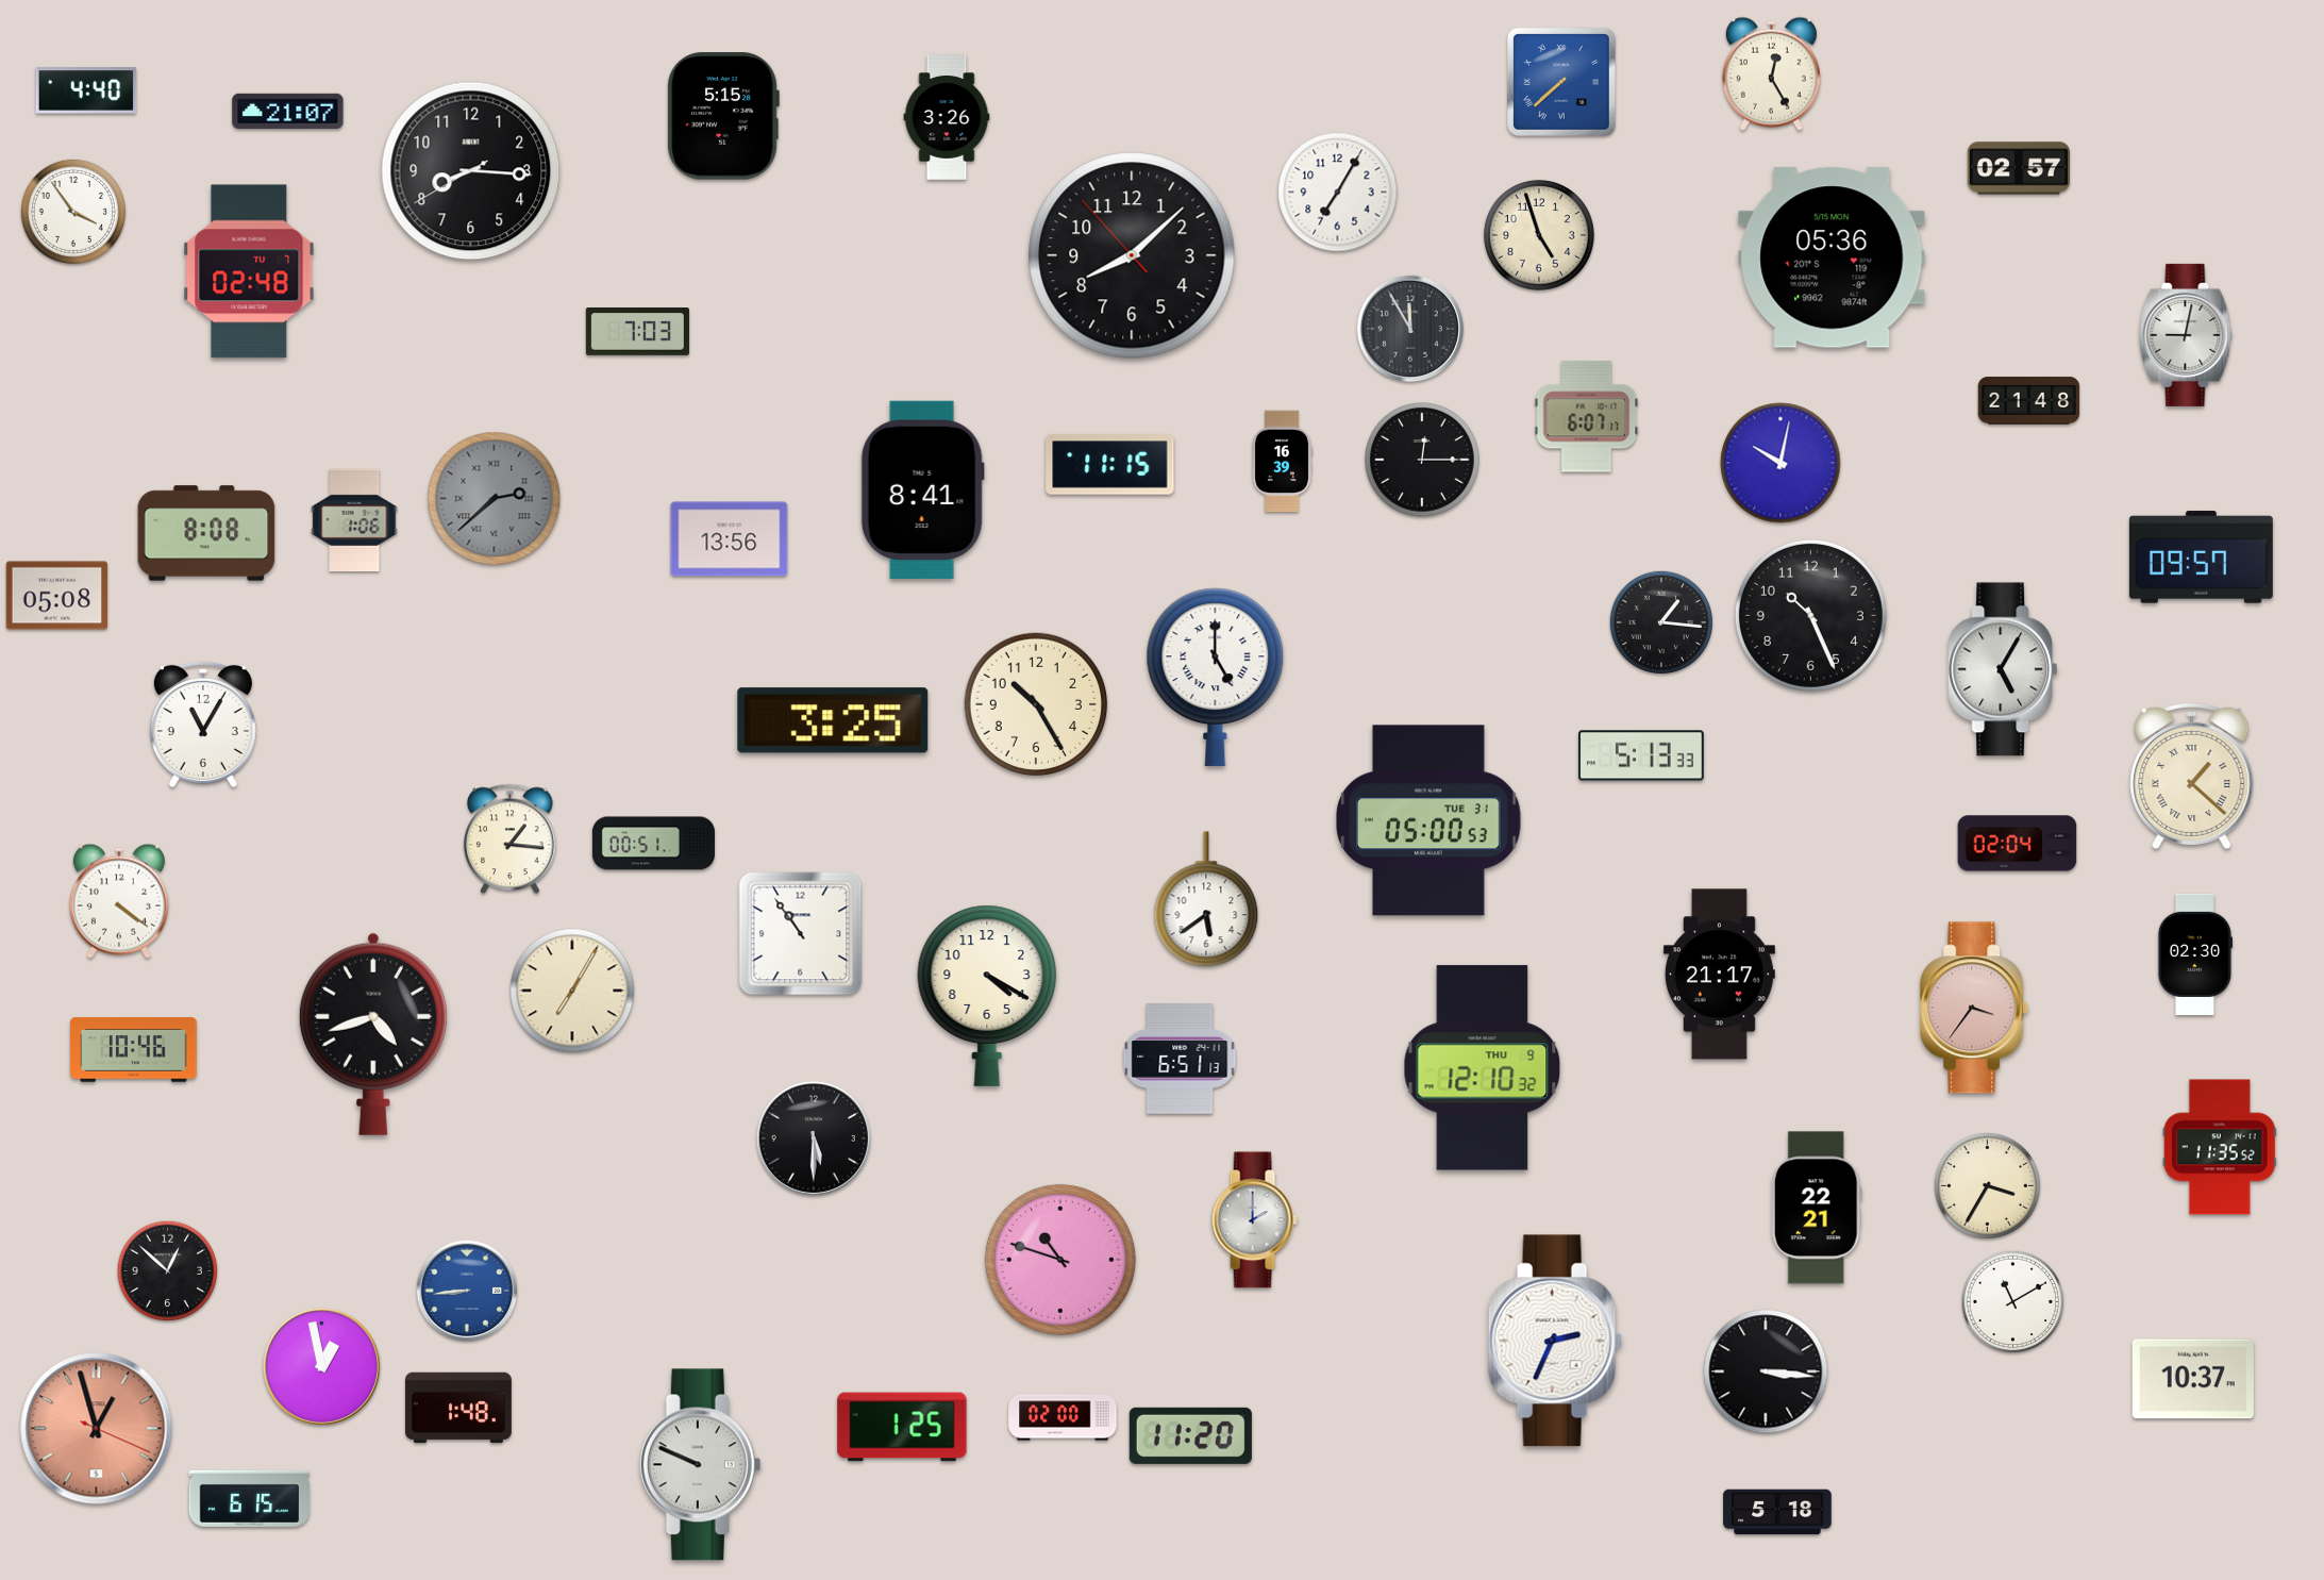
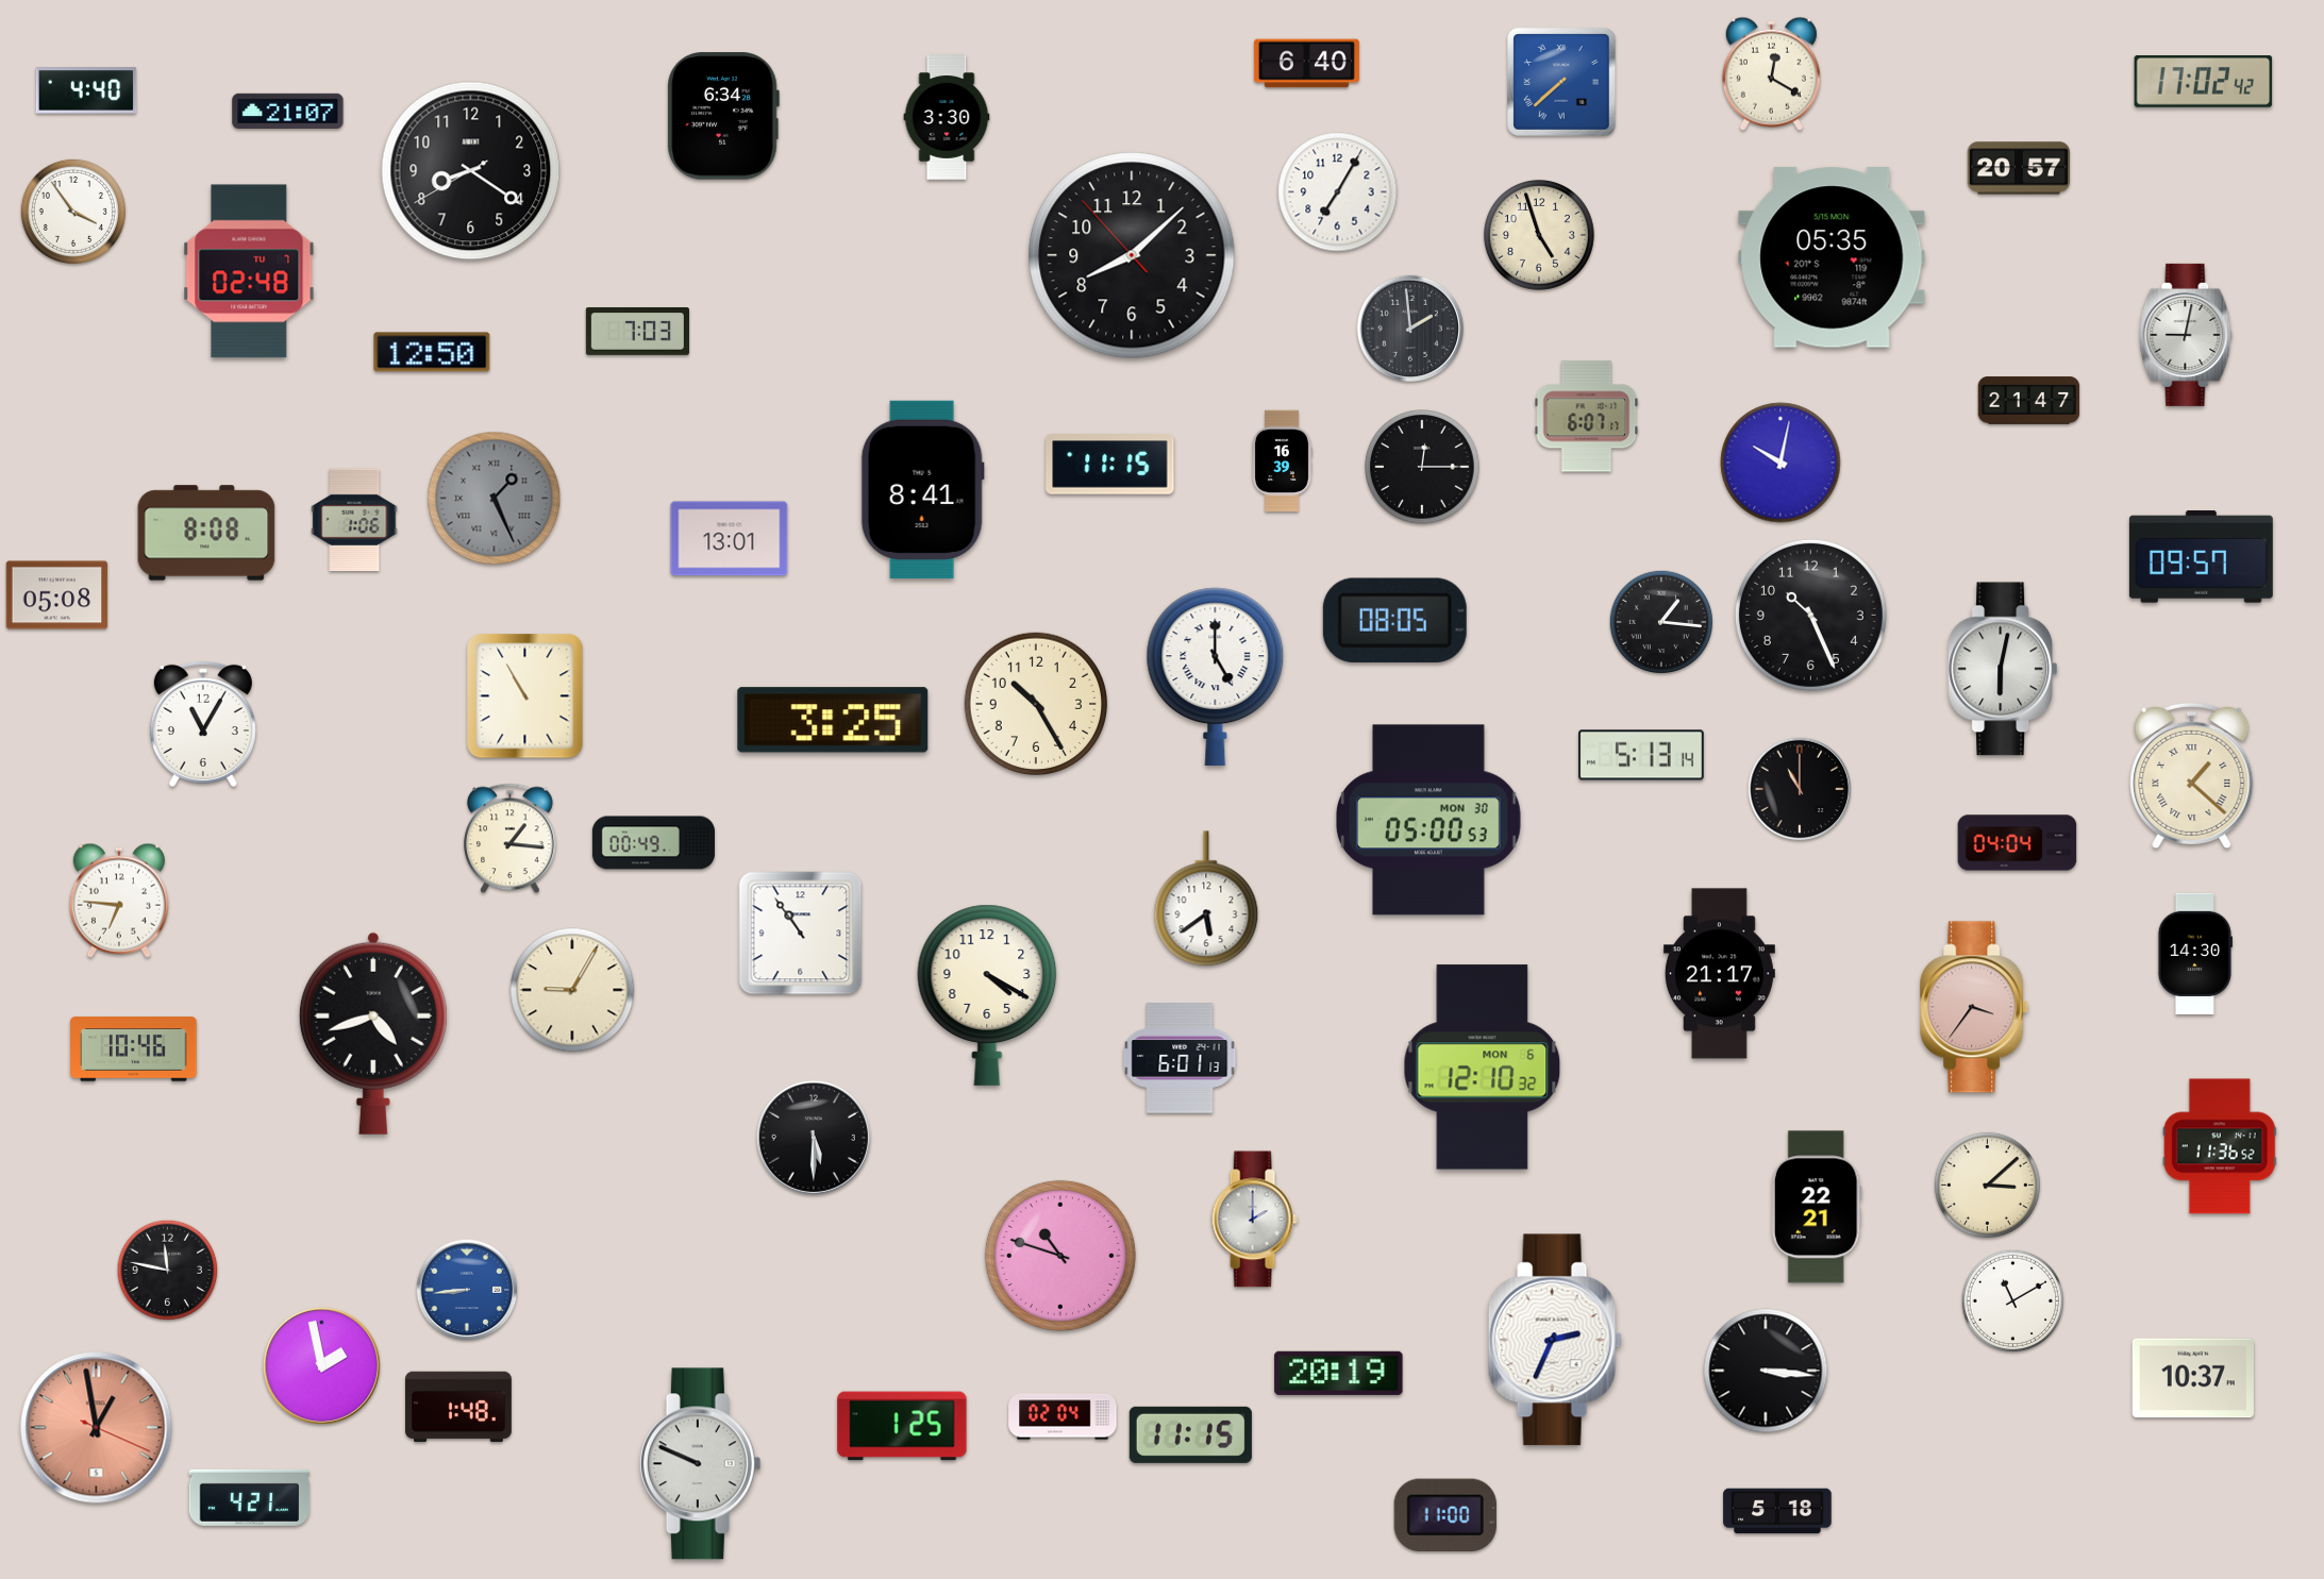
clock at (1306, 64): none -> 6:40
clock at (1771, 73): 12:25 -> 12:20
clock at (2204, 82): none -> 17:02
clock at (723, 116): 5:15 -> 6:34
clock at (947, 117): 3:26 -> 3:30
clock at (2018, 168): 02:57 -> 20:57
clock at (471, 171): 8:15 -> 8:20
clock at (1832, 257): 05:36 -> 05:35
clock at (1410, 329): 11:55 -> 1:59
clock at (432, 352): none -> 12:50
clock at (2029, 401): 21:48 -> 21:47
clock at (1422, 460) position: (1422, 460) -> (1422, 467)
clock at (495, 499): 2:38 -> 1:26
clock at (730, 539): 13:56 -> 13:01
clock at (1394, 620): none -> 08:05
clock at (2003, 669): 5:05 -> 6:02
clock at (525, 696): none -> 10:55
clock at (1642, 755): 5:13:33 -> 5:13:14
clock at (1800, 789): none -> 11:00
clock at (1429, 820) date: TUE 31 -> MON 30
clock at (653, 844): 00:51 -> 00:49
clock at (2018, 844): 02:04 -> 04:04
clock at (119, 901): 4:21 -> 6:46
clock at (2194, 953): 02:30 -> 14:30
clock at (572, 991): 7:05 -> 9:05
clock at (1180, 1059): 6:51 -> 6:01
clock at (1483, 1068) date: THU 9 -> MON 6
clock at (2220, 1147): 11:35 -> 11:36
clock at (1987, 1185): 3:35 -> 3:08
clock at (1060, 1260) position: (1060, 1260) -> (1060, 1256)
clock at (168, 1271): 12:52 -> 11:47
clock at (321, 1366): 12:58 -> 1:58
clock at (1339, 1373): none -> 20:19
clock at (1063, 1417): 02:00 -> 02:04
clock at (97, 1429): 12:57 -> 12:58
clock at (1190, 1435): 11:20 -> 11:15
clock at (250, 1498): 6:15 -> 4:21
clock at (1445, 1514): none -> 11:00
